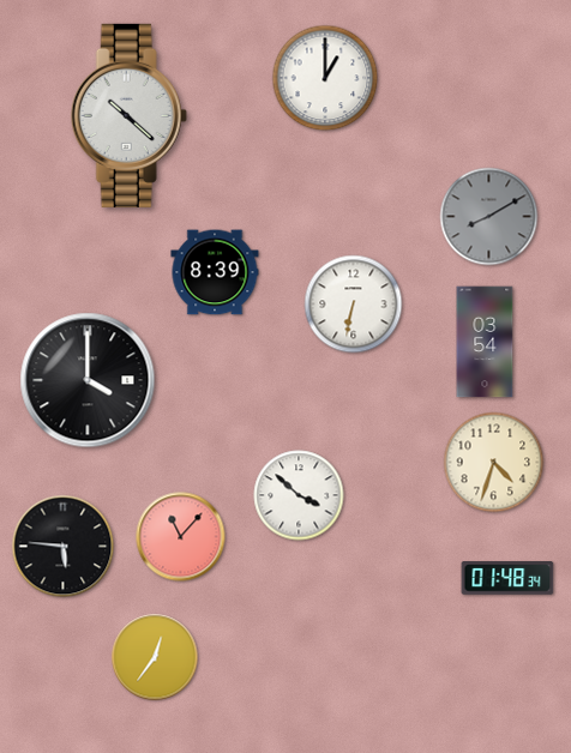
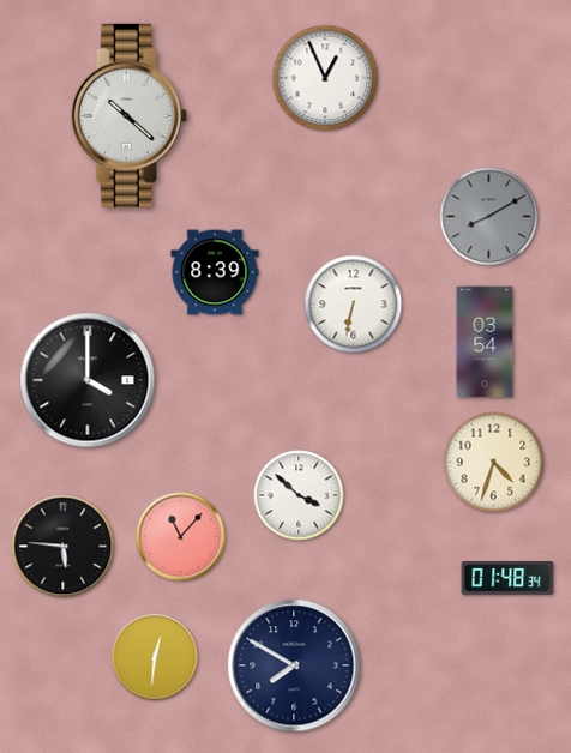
clock at (325, 78): 1:00 -> 12:56
clock at (155, 657): 12:36 -> 12:31
clock at (294, 665): none -> 7:50
